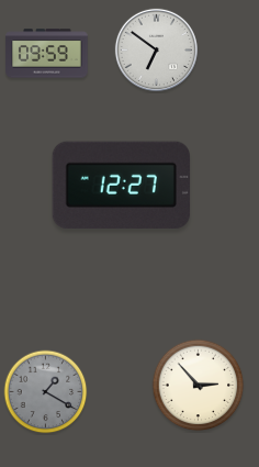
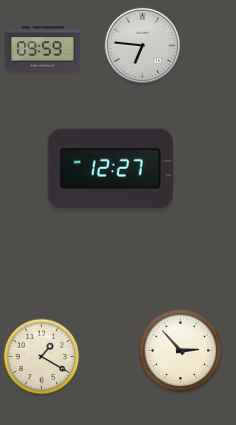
clock at (156, 49): 6:51 -> 6:46
clock at (46, 392) dial: grey -> cream
